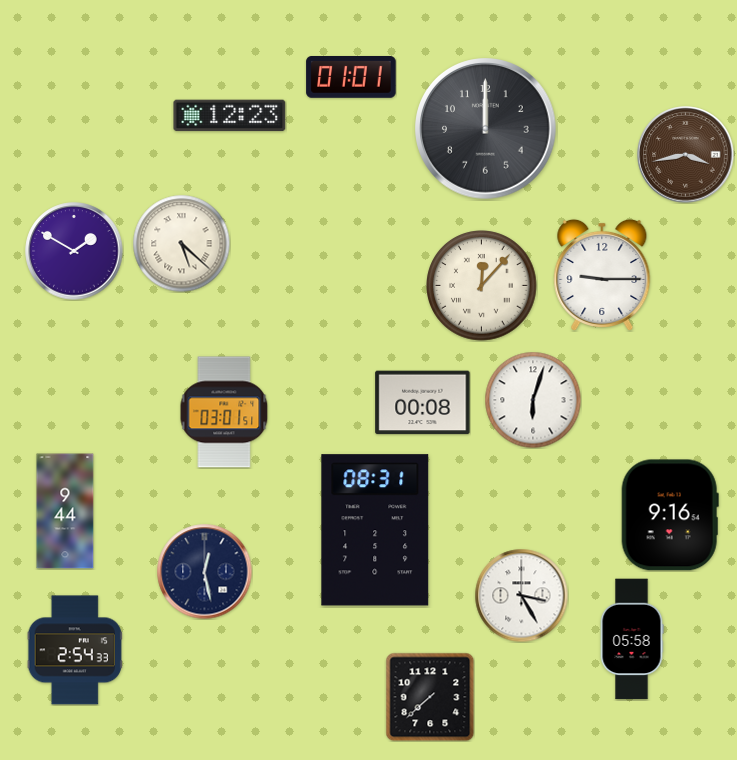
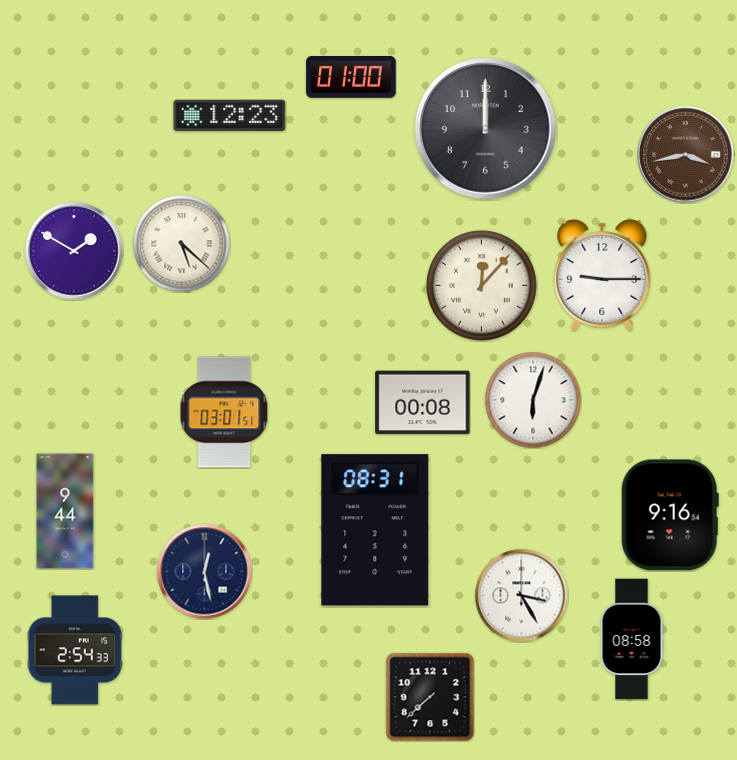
clock at (351, 77): 01:01 -> 01:00
clock at (632, 639): 05:58 -> 08:58
